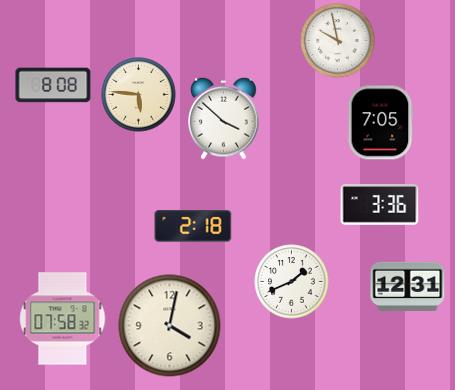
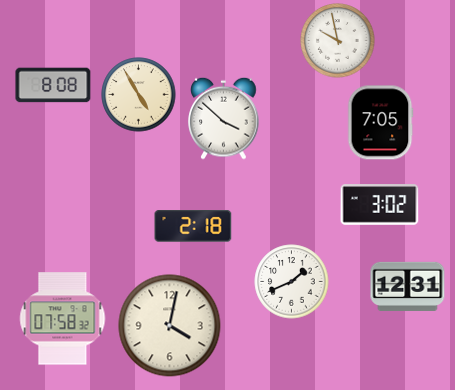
clock at (139, 95): 5:46 -> 4:55
clock at (380, 205): 3:36 -> 3:02
